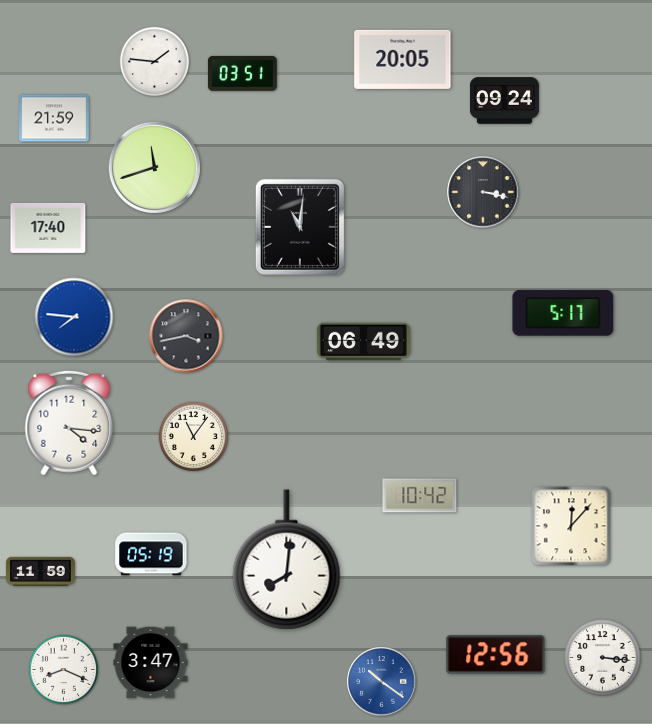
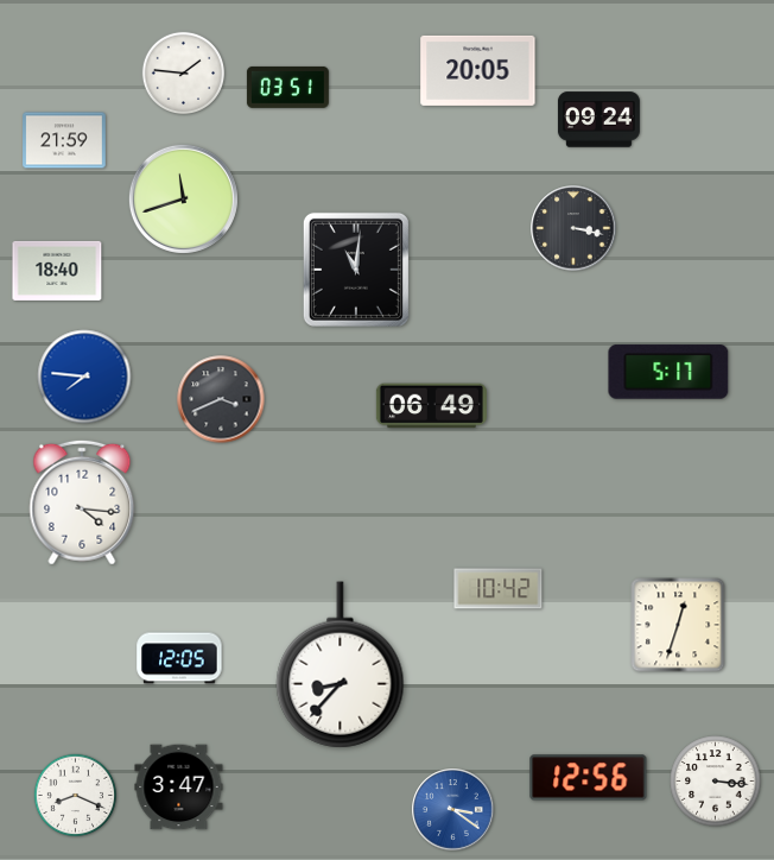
clock at (48, 228): 17:40 -> 18:40
clock at (74, 317) position: (74, 317) -> (84, 377)
clock at (186, 336): 3:43 -> 3:41
clock at (194, 437): 11:06 -> none
clock at (571, 526): 12:07 -> 12:33
clock at (151, 554): 05:19 -> 12:05
clock at (287, 560): 8:01 -> 8:37
clock at (40, 571): 11:59 -> none
clock at (382, 682): 10:21 -> 3:21
